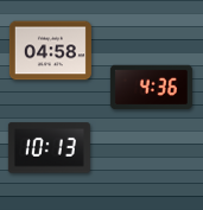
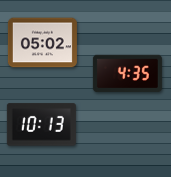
clock at (50, 51): 04:58 -> 05:02
clock at (151, 88): 4:36 -> 4:35
